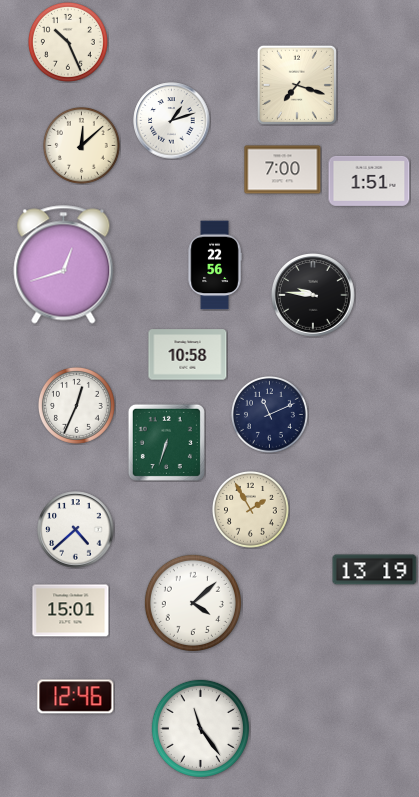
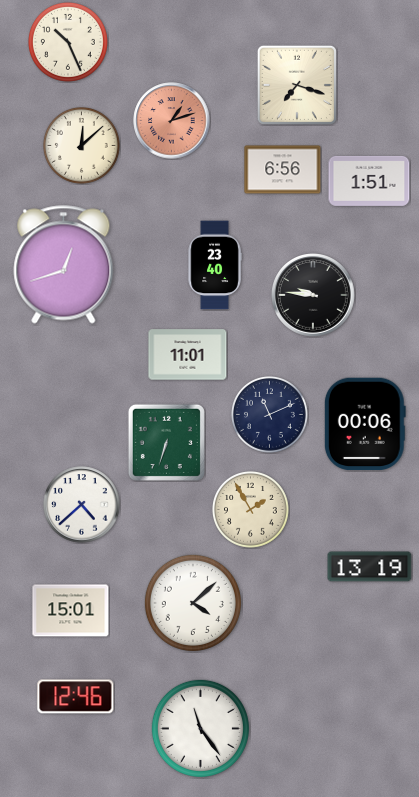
clock at (172, 121) dial: white -> salmon
clock at (283, 170): 7:00 -> 6:56
clock at (215, 265): 22:56 -> 23:40
clock at (188, 355): 10:58 -> 11:01
clock at (77, 406): 12:34 -> none
clock at (365, 424): none -> 00:06
clock at (76, 530) position: (76, 530) -> (82, 505)
clock at (375, 570) position: (375, 570) -> (370, 567)
